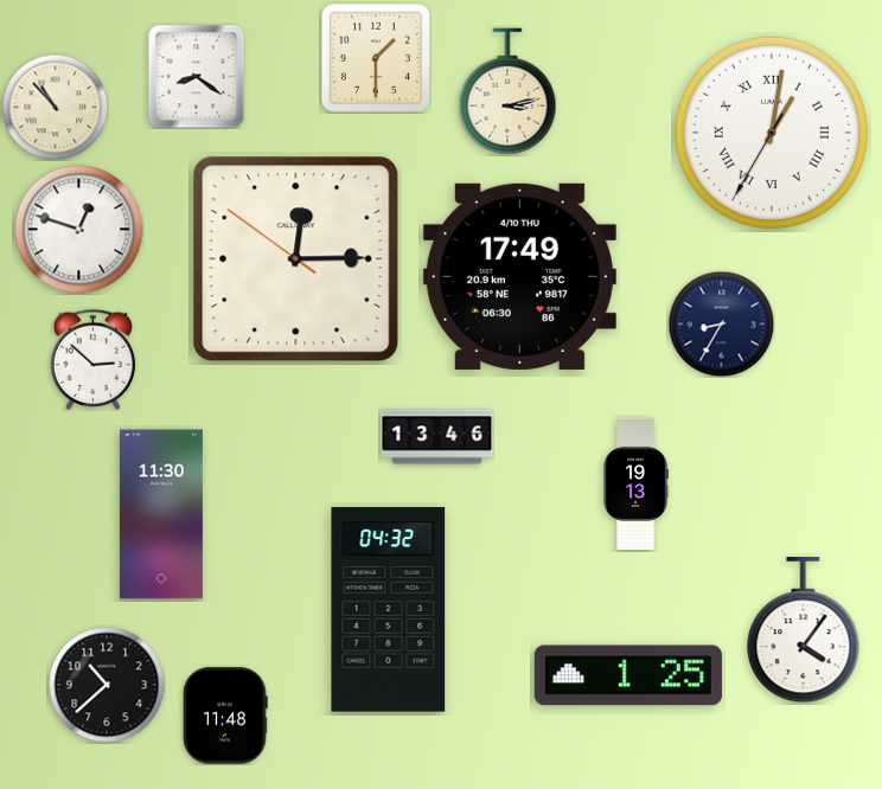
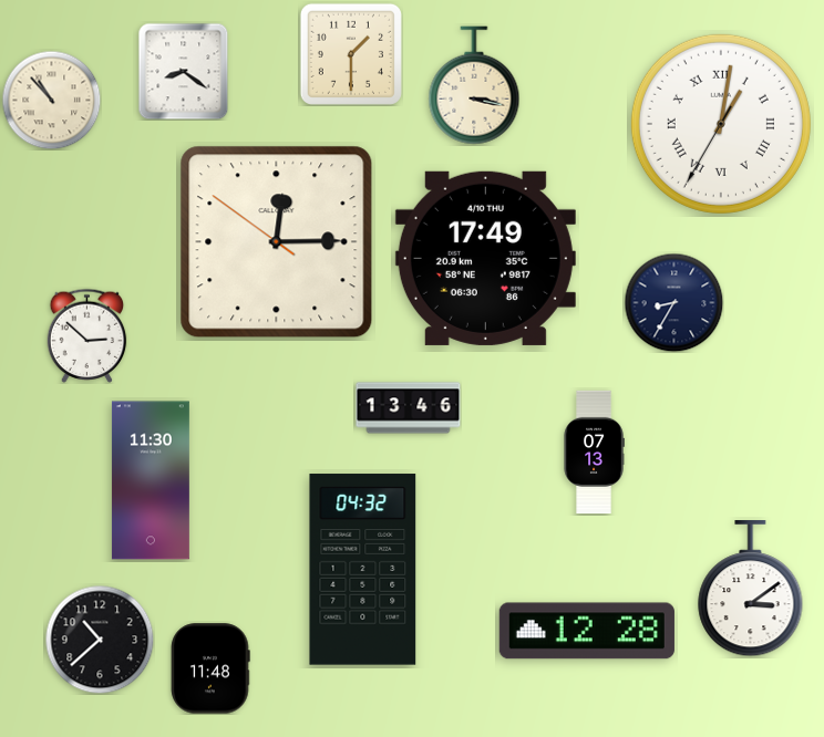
clock at (507, 91): 3:13 -> 3:17
clock at (79, 230): 12:48 -> none
clock at (635, 485): 19:13 -> 07:13
clock at (804, 631): 4:06 -> 3:09
clock at (628, 675): 1:25 -> 12:28
